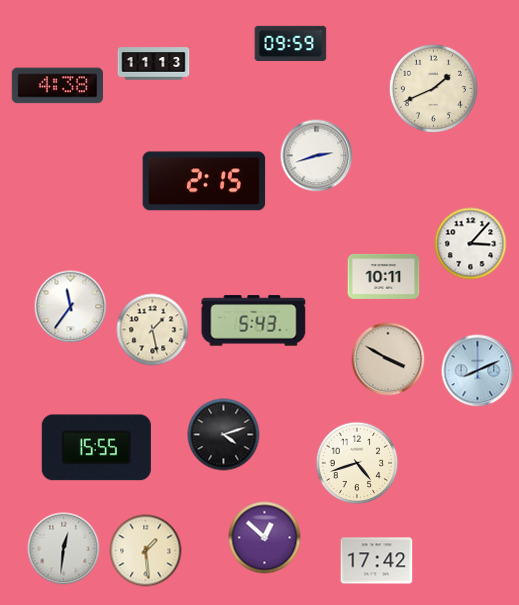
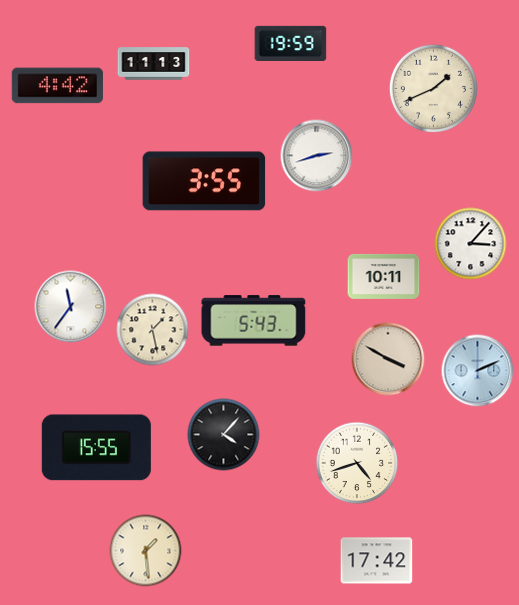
clock at (291, 43): 09:59 -> 19:59
clock at (57, 86): 4:38 -> 4:42
clock at (204, 181): 2:15 -> 3:55
clock at (478, 371): 8:11 -> 2:11
clock at (224, 435): 4:12 -> 4:07
clock at (265, 538): 12:52 -> none
clock at (64, 549): 12:31 -> none
